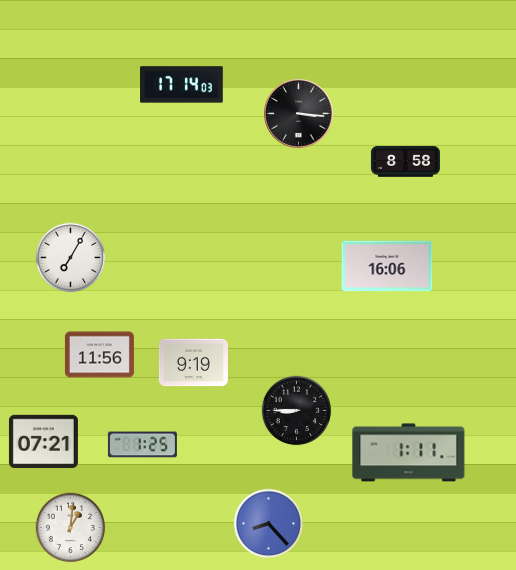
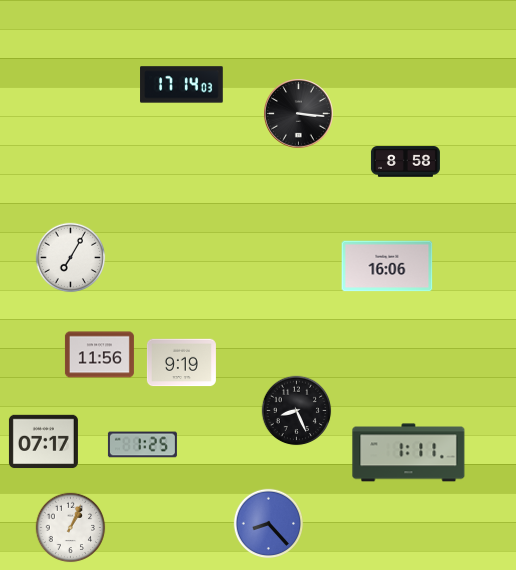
clock at (193, 363) position: (193, 363) -> (181, 363)
clock at (297, 411): 8:45 -> 8:26
clock at (43, 442): 07:21 -> 07:17
clock at (71, 528): 1:01 -> 1:04
